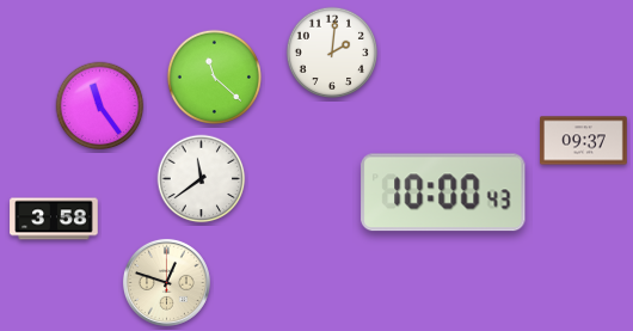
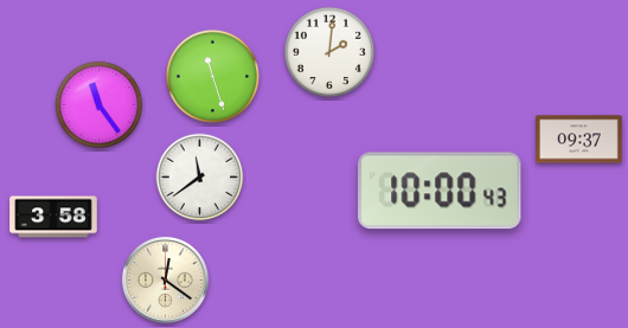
clock at (214, 76): 11:22 -> 11:27
clock at (166, 282): 12:48 -> 12:21
